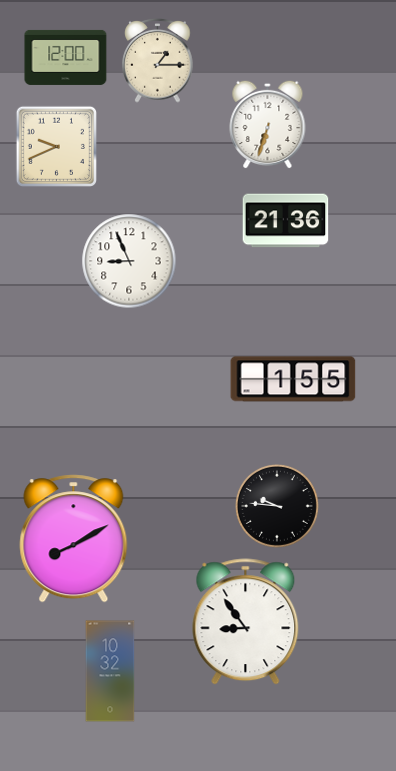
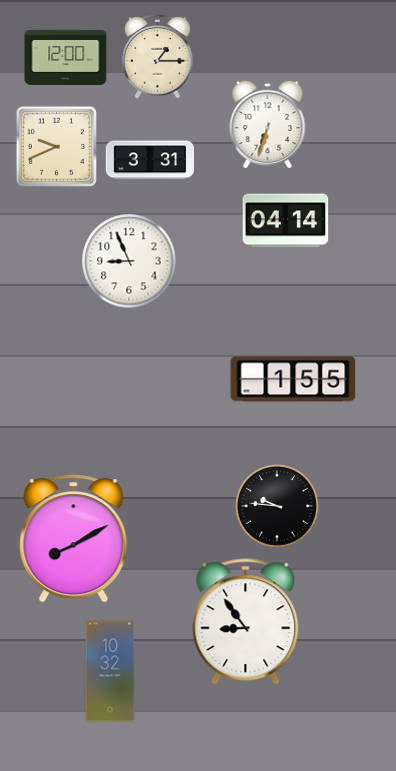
clock at (158, 61) position: (158, 61) -> (158, 57)
clock at (149, 160): none -> 3:31
clock at (286, 221): 21:36 -> 04:14
